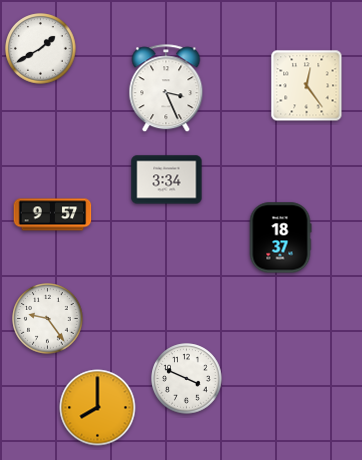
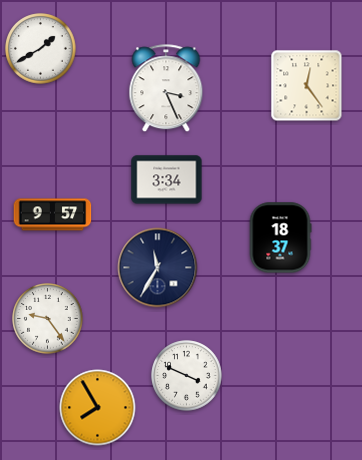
clock at (158, 268): none -> 11:35
clock at (187, 379) position: (187, 379) -> (187, 376)
clock at (98, 408): 8:00 -> 7:55
